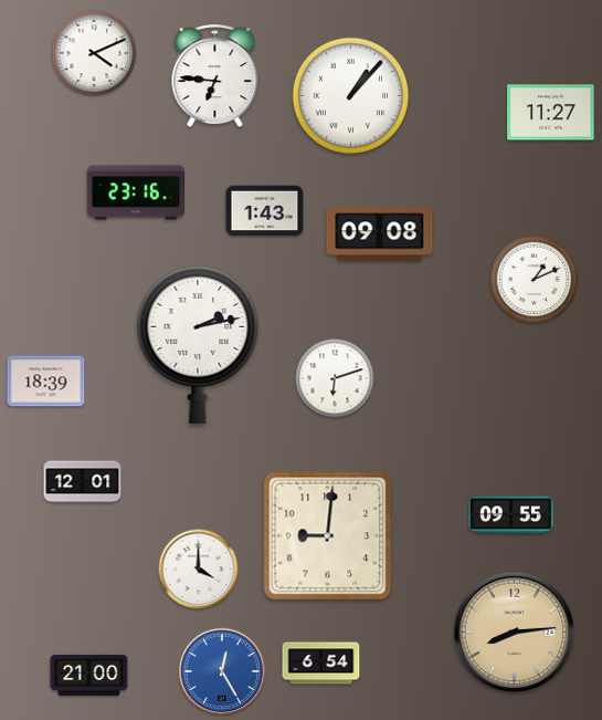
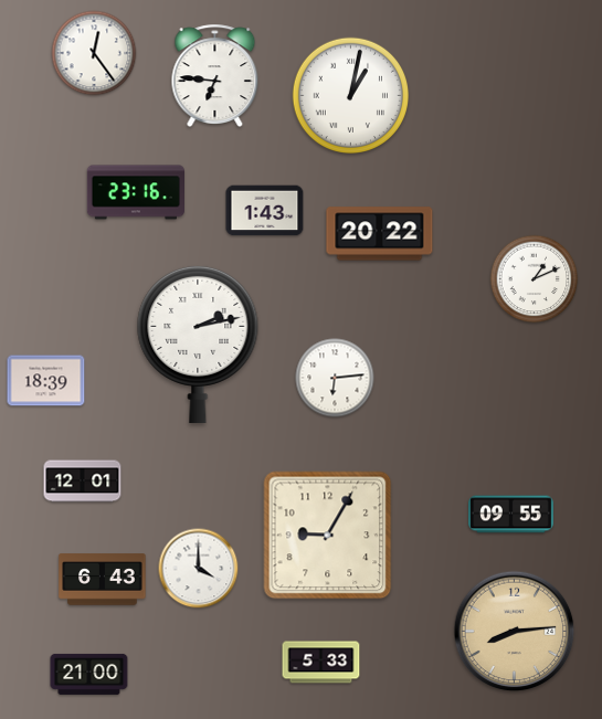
clock at (94, 53): 4:11 -> 12:24
clock at (350, 95): 1:07 -> 1:02
clock at (551, 113): 11:27 -> none
clock at (380, 234): 09:08 -> 20:22
clock at (335, 378): 6:12 -> 6:14
clock at (328, 536): 9:01 -> 9:05
clock at (103, 580): none -> 6:43
clock at (321, 664): 6:54 -> 5:33
clock at (222, 671): 12:25 -> none
